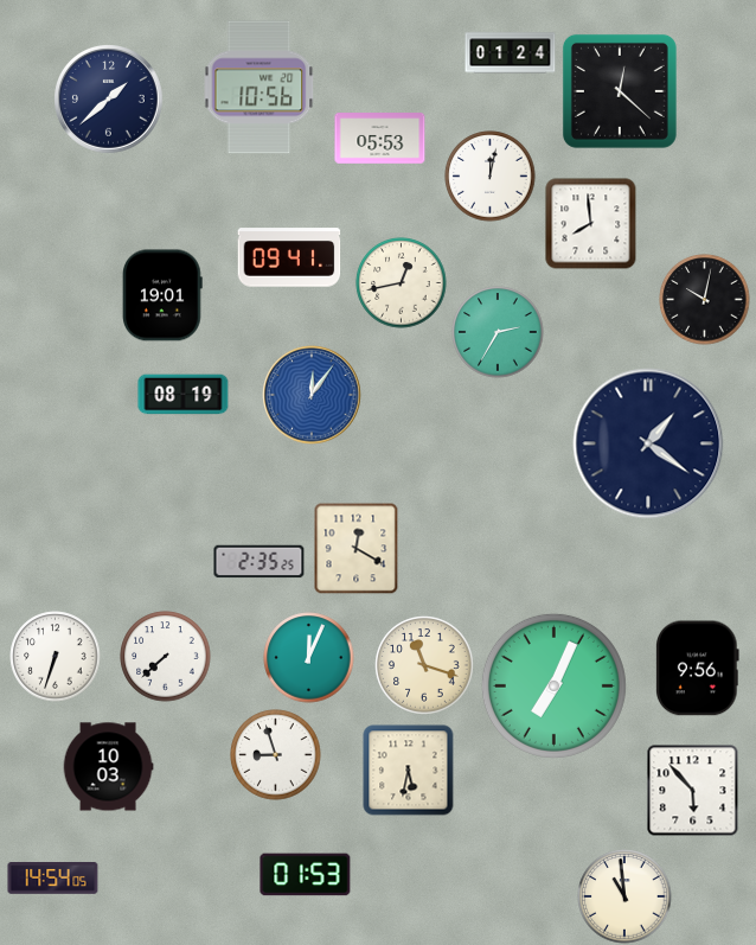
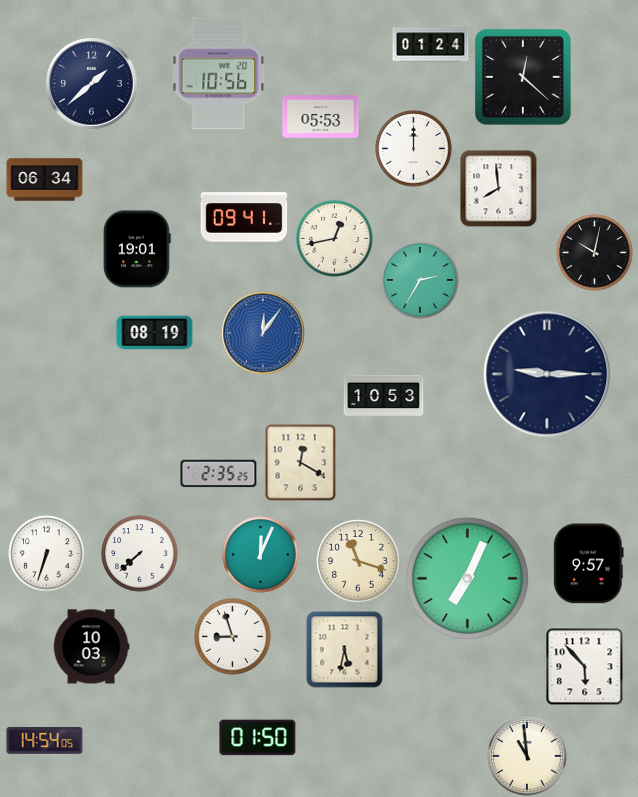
clock at (491, 177): 12:02 -> 12:00
clock at (45, 180): none -> 06:34
clock at (402, 283) position: (402, 283) -> (335, 239)
clock at (648, 443): 1:21 -> 9:15
clock at (384, 396): none -> 10:53
clock at (697, 669): 9:56 -> 9:57
clock at (306, 875): 01:53 -> 01:50
